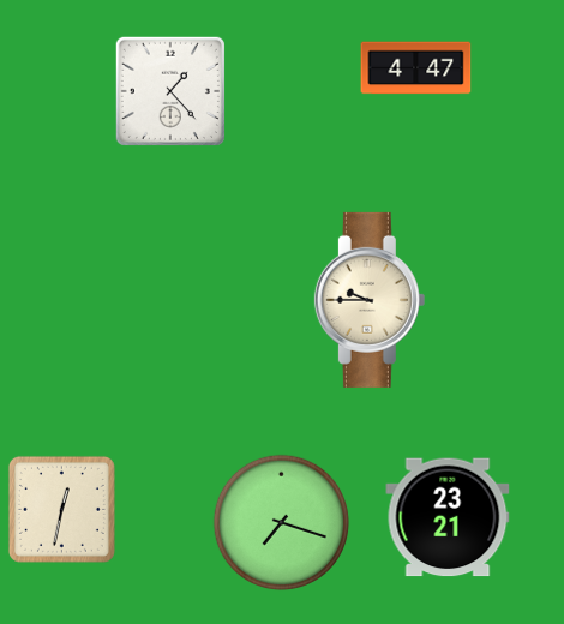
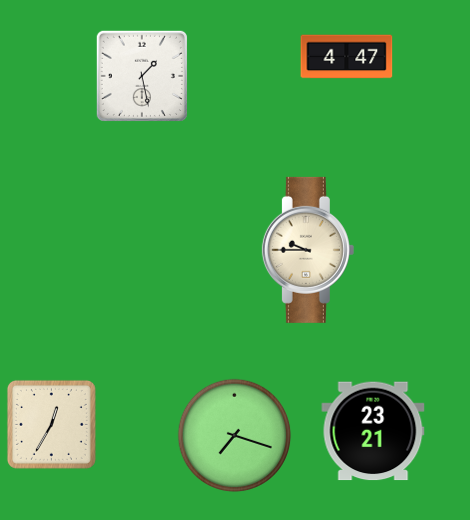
clock at (170, 91): 1:23 -> 1:28
clock at (61, 509): 12:32 -> 12:35
